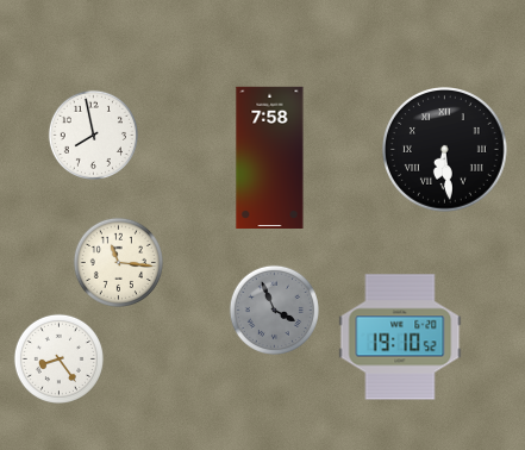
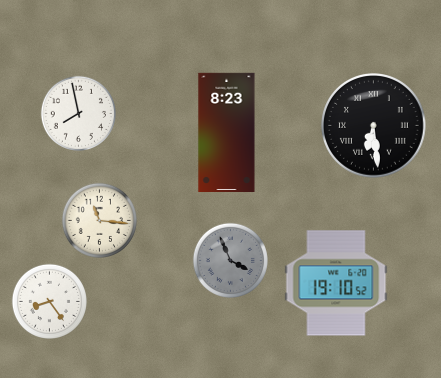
clock at (270, 157): 7:58 -> 8:23
